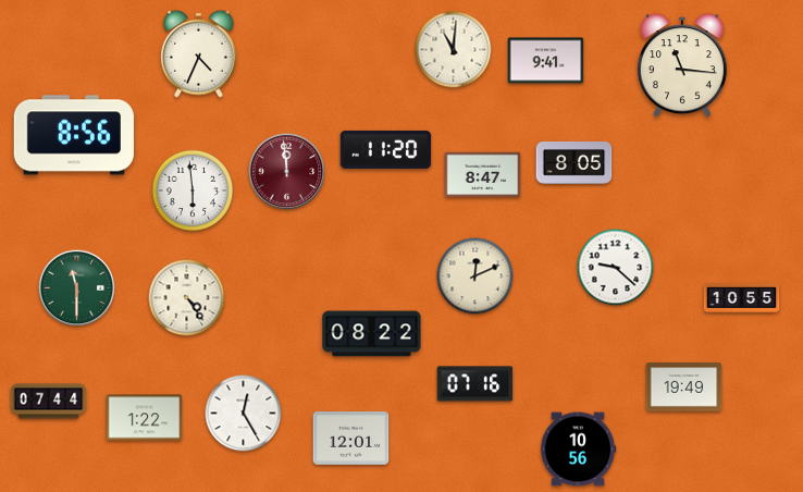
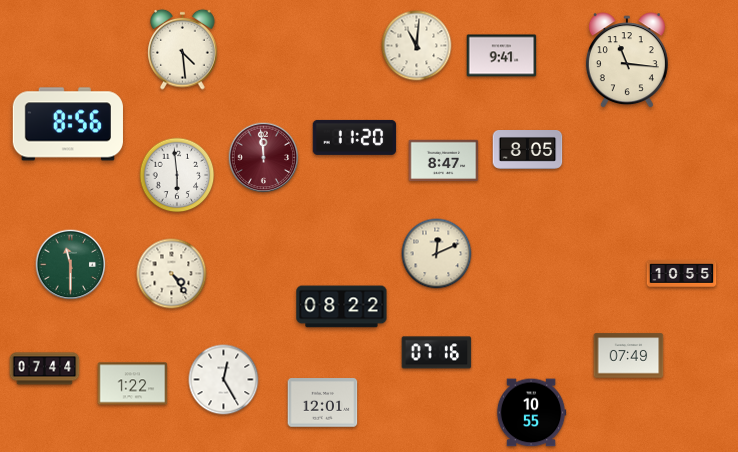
clock at (199, 53): 4:34 -> 4:29
clock at (616, 268): 9:22 -> none
clock at (684, 388): 19:49 -> 07:49
clock at (578, 450): 10:56 -> 10:55
